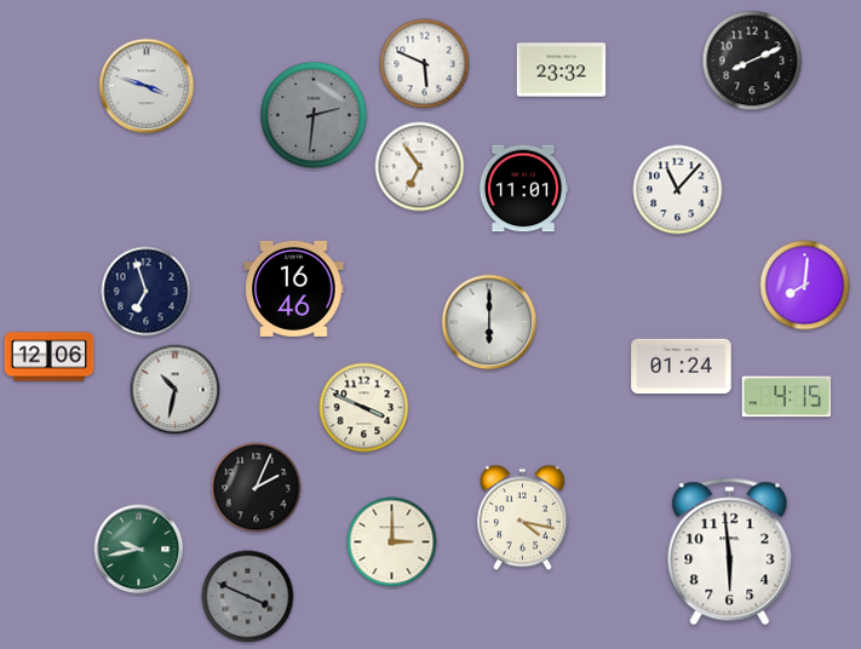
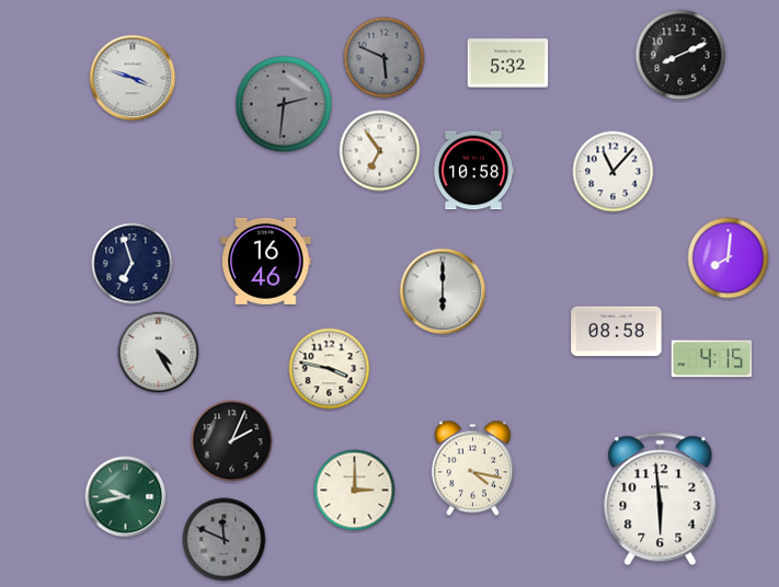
clock at (425, 64) dial: white -> grey
clock at (562, 70): 23:32 -> 5:32
clock at (523, 189): 11:01 -> 10:58
clock at (50, 357): 12:06 -> none
clock at (682, 367): 01:24 -> 08:58
clock at (176, 390): 10:32 -> 4:25
clock at (365, 408): 3:49 -> 3:47
clock at (248, 597): 3:49 -> 11:49
